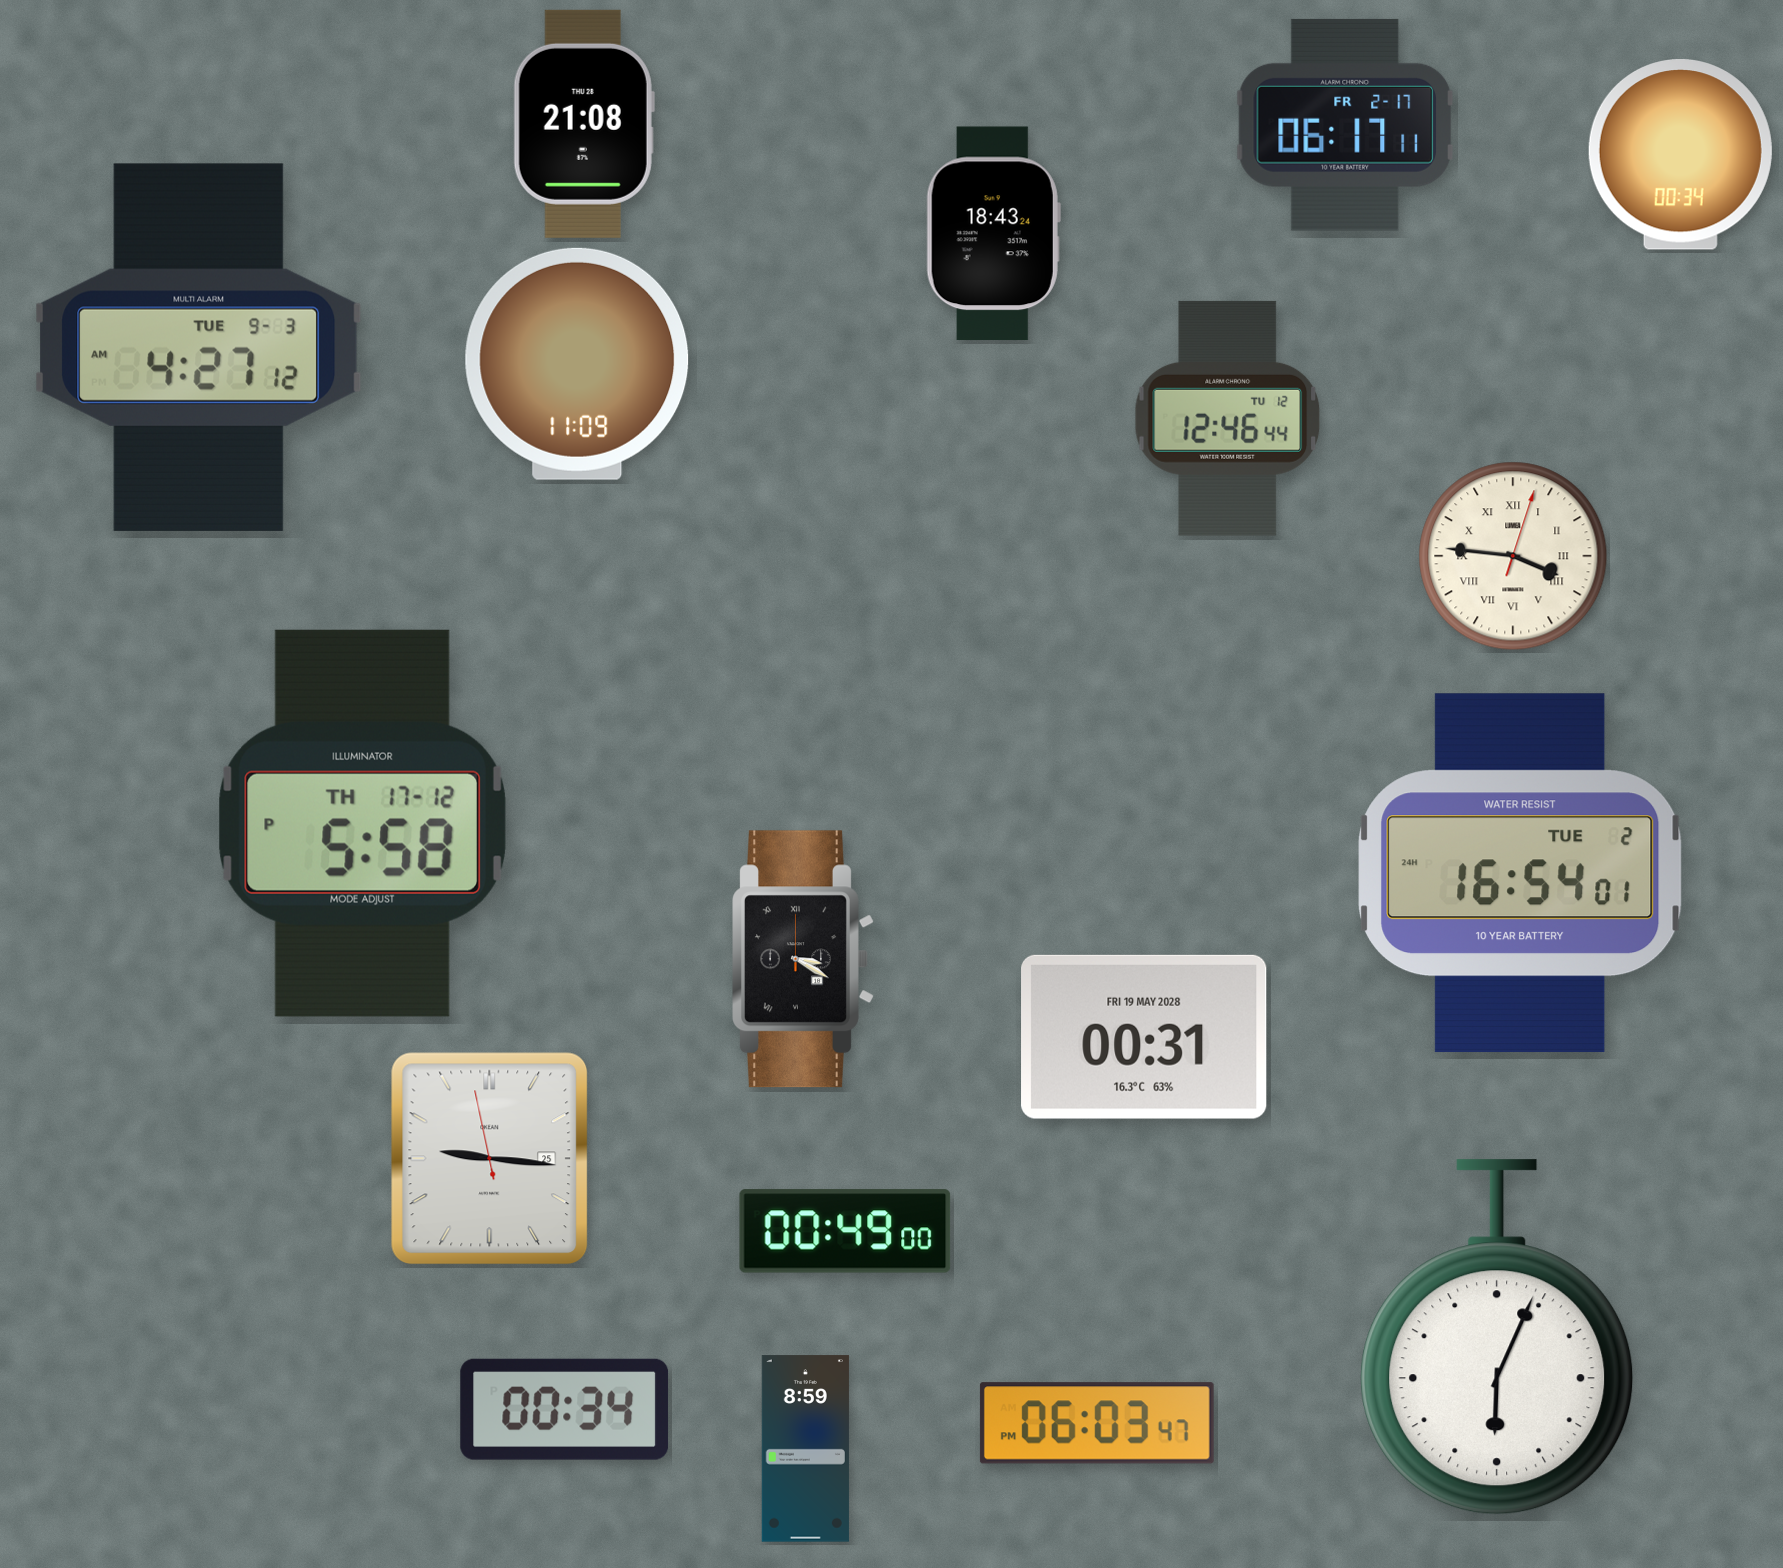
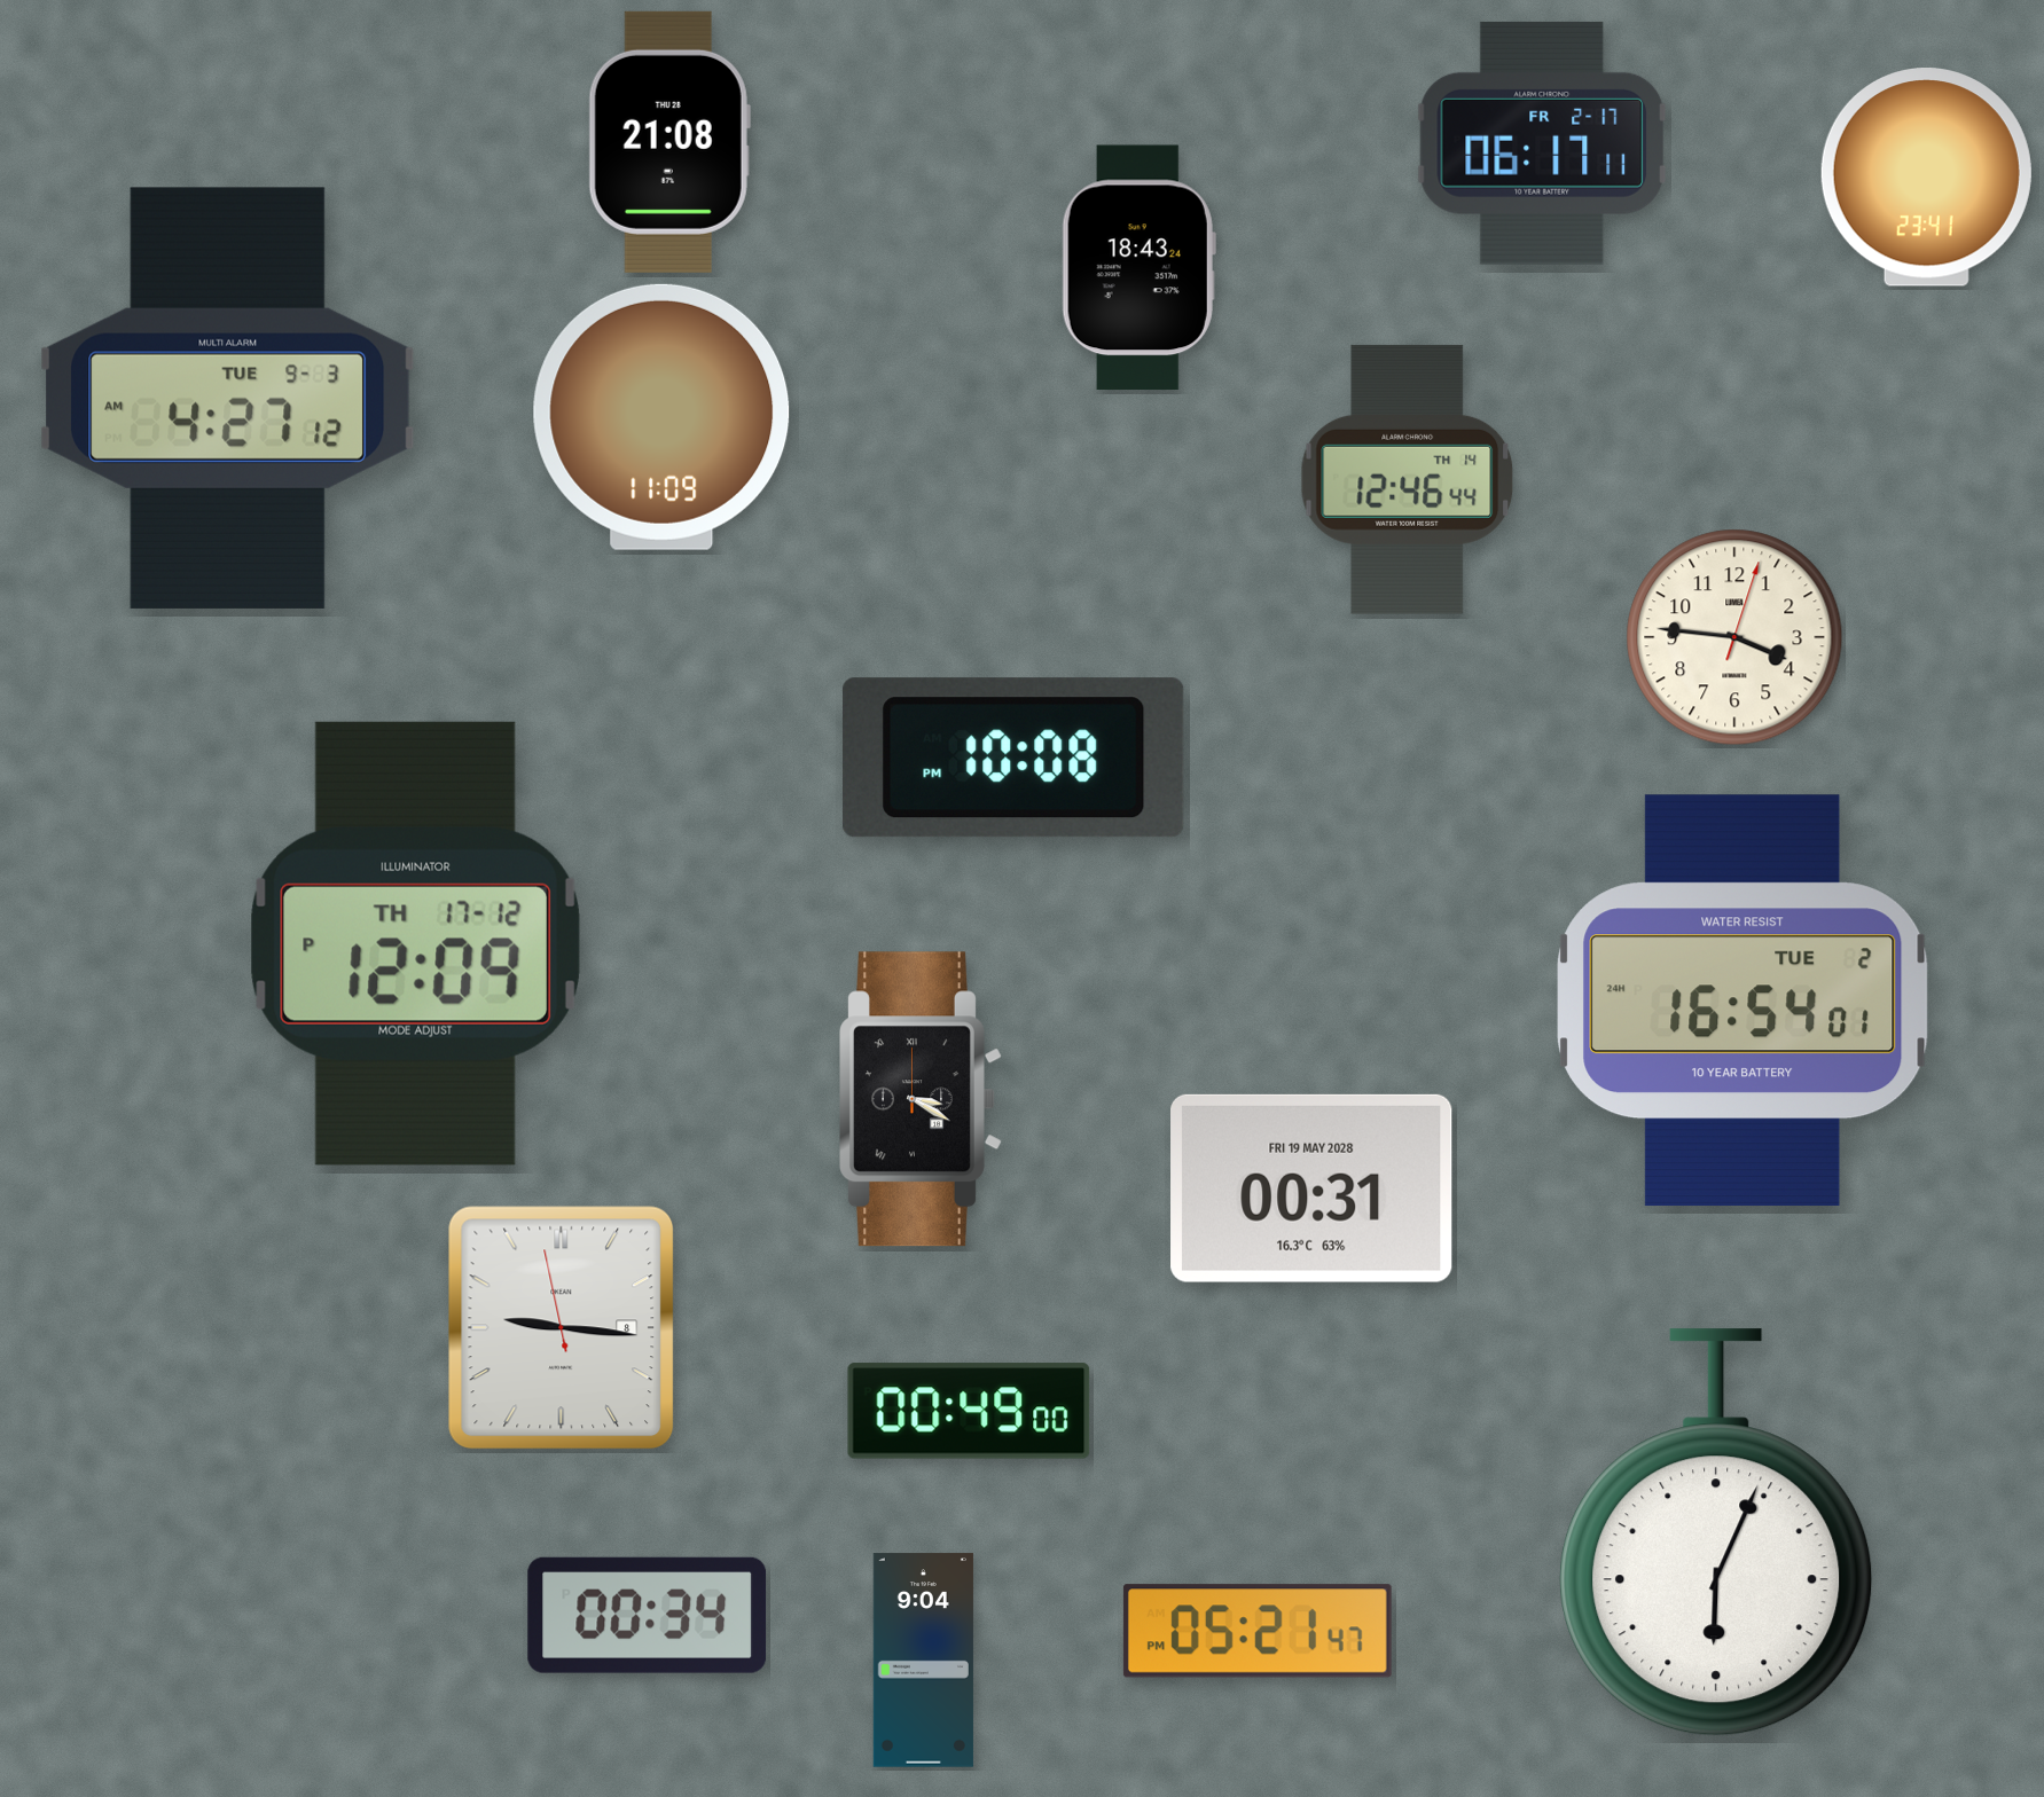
clock at (1680, 155): 00:34 -> 23:41
clock at (1228, 418) date: TU 12 -> TH 14
clock at (1513, 556) numerals: Roman -> Arabic
clock at (1013, 758): none -> 10:08
clock at (362, 823): 5:58 -> 12:09
clock at (490, 1159) date: 25 -> 8
clock at (1097, 1423): 06:03 -> 05:21
clock at (805, 1449): 8:59 -> 9:04
